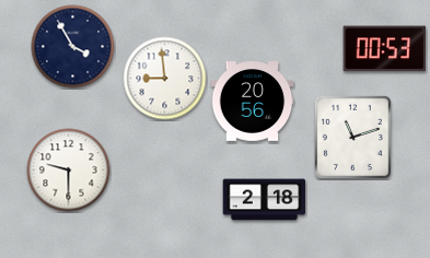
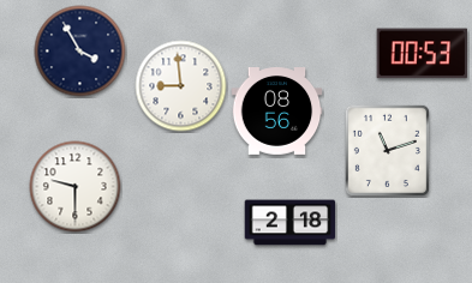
clock at (253, 102): 20:56 -> 08:56
clock at (265, 200) position: (265, 200) -> (291, 223)
